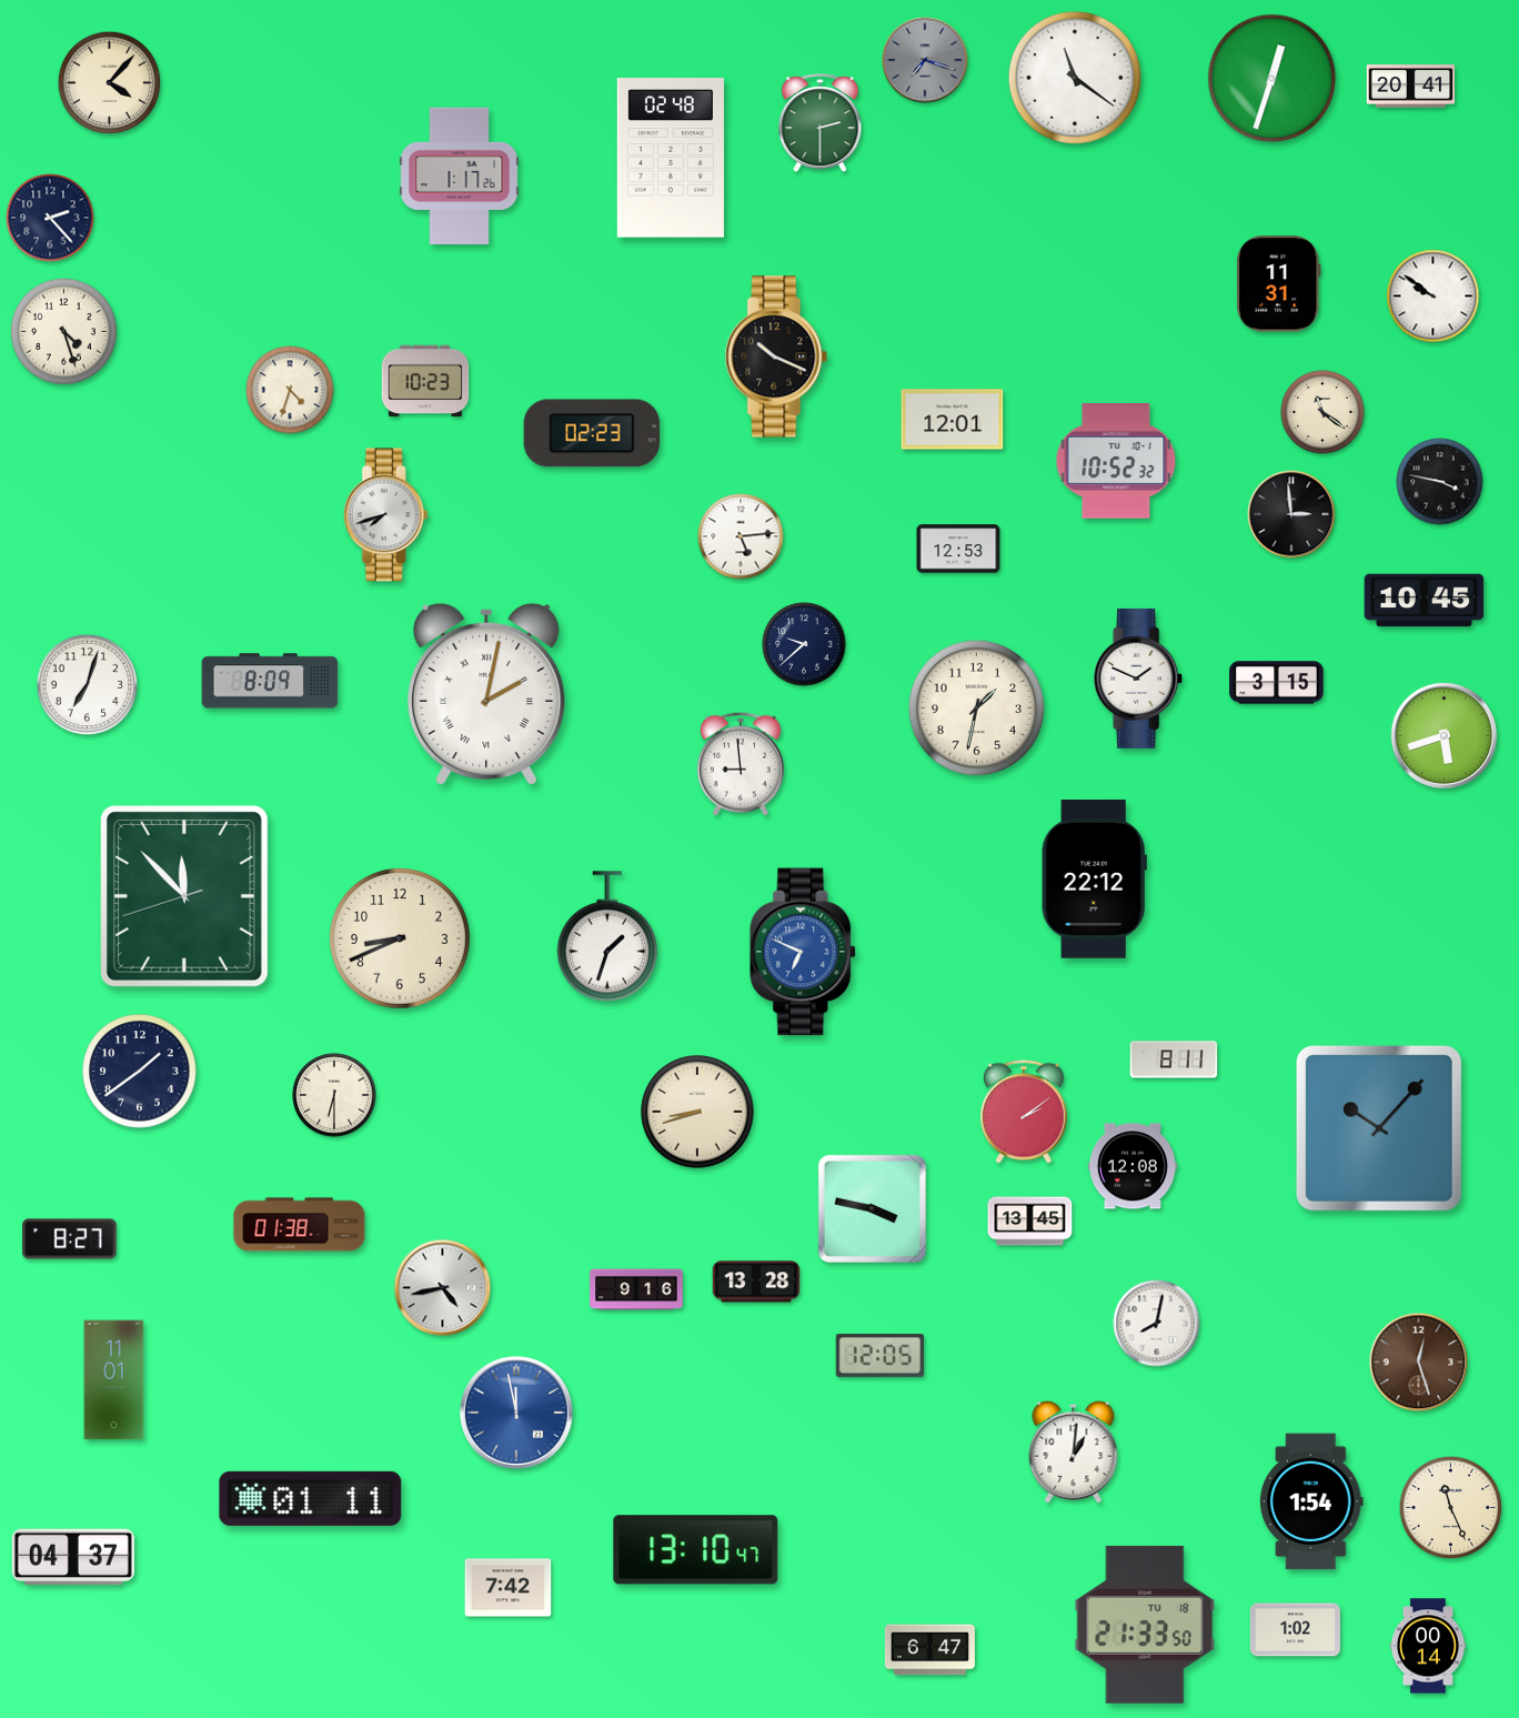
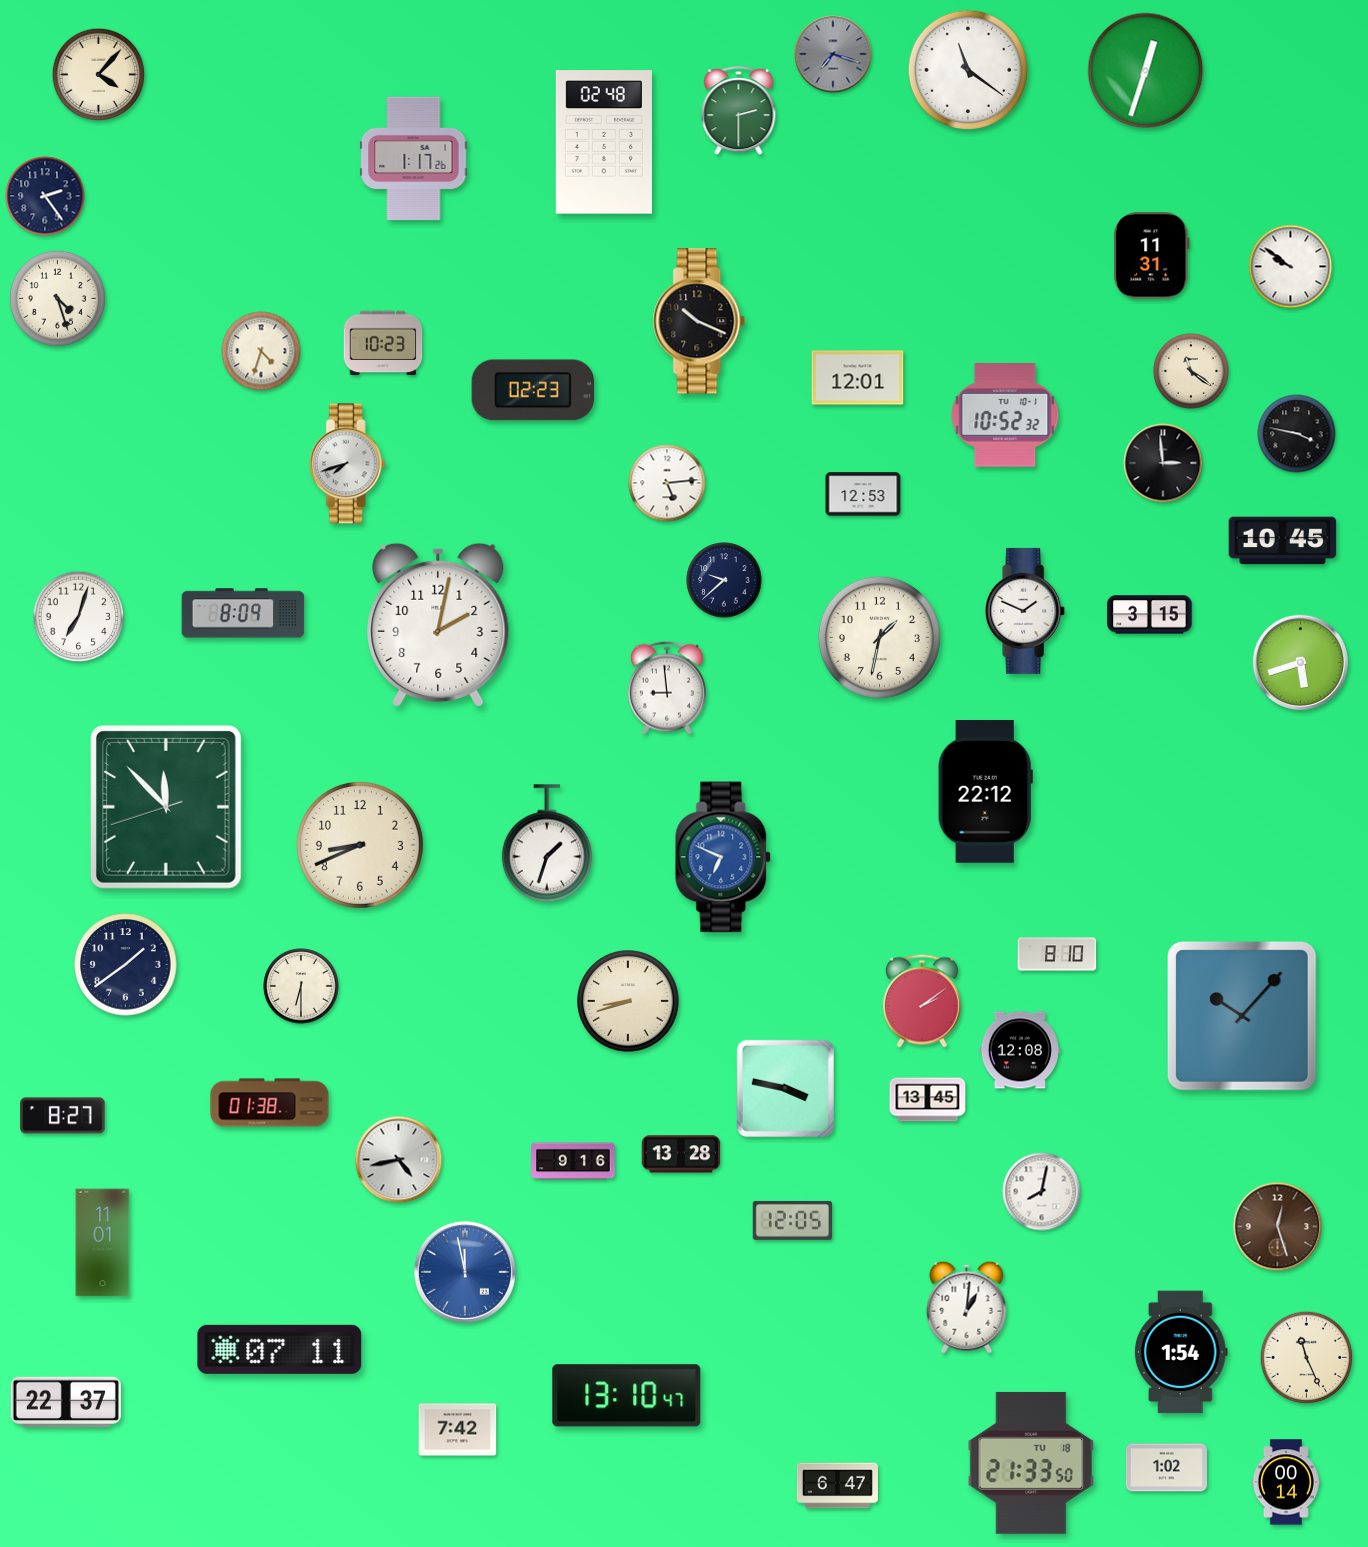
clock at (1411, 87): 20:41 -> none
clock at (50, 218): 2:23 -> 2:24
clock at (486, 694) numerals: Roman -> Arabic
clock at (1174, 1059): 8:11 -> 8:10
clock at (311, 1498): 01:11 -> 07:11
clock at (73, 1557): 04:37 -> 22:37
